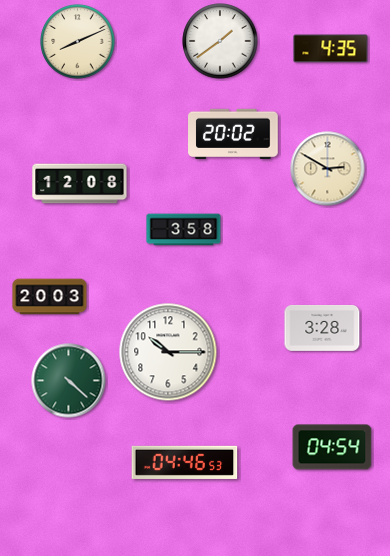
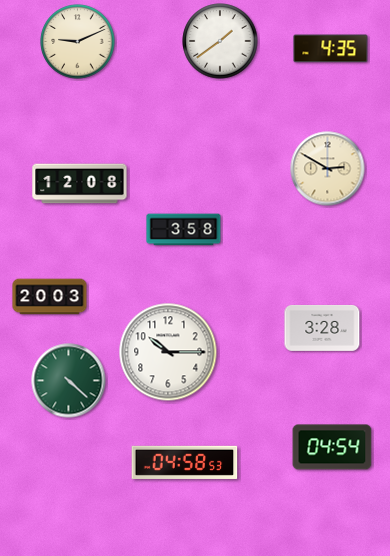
clock at (78, 42): 8:11 -> 9:11
clock at (233, 134): 20:02 -> none
clock at (185, 462): 04:46 -> 04:58
